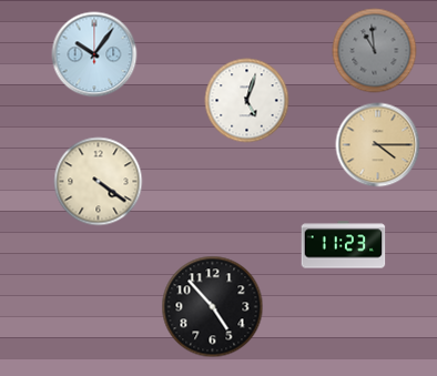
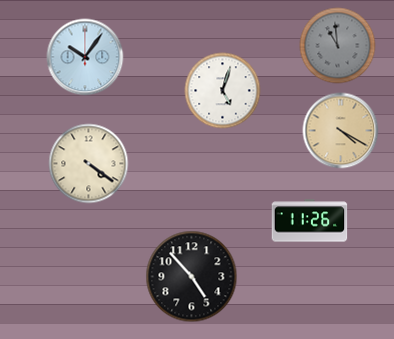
clock at (94, 54) position: (94, 54) -> (85, 57)
clock at (378, 145): 4:15 -> 4:20
clock at (344, 245): 11:23 -> 11:26
